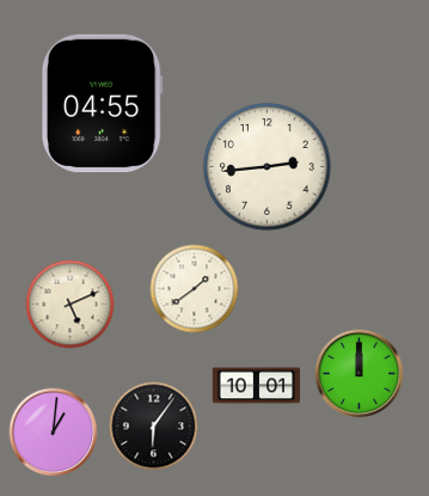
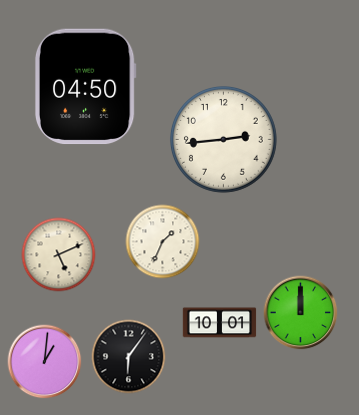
clock at (102, 104): 04:55 -> 04:50
clock at (195, 289): 1:39 -> 1:34
clock at (257, 386) position: (257, 386) -> (220, 323)
